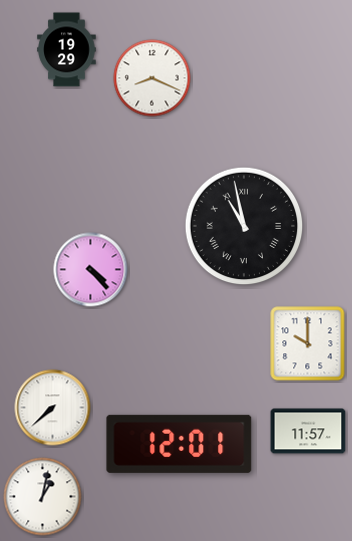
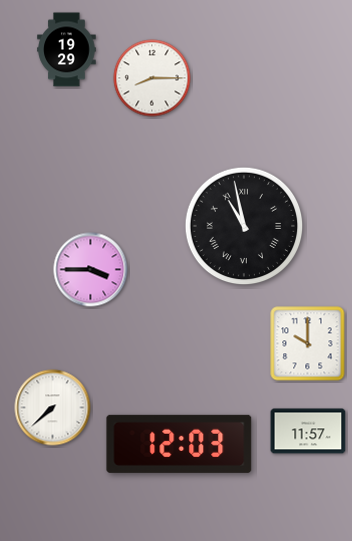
clock at (152, 78): 8:19 -> 8:15
clock at (91, 270): 4:23 -> 3:45
clock at (179, 444): 12:01 -> 12:03
clock at (43, 497): 1:02 -> none
